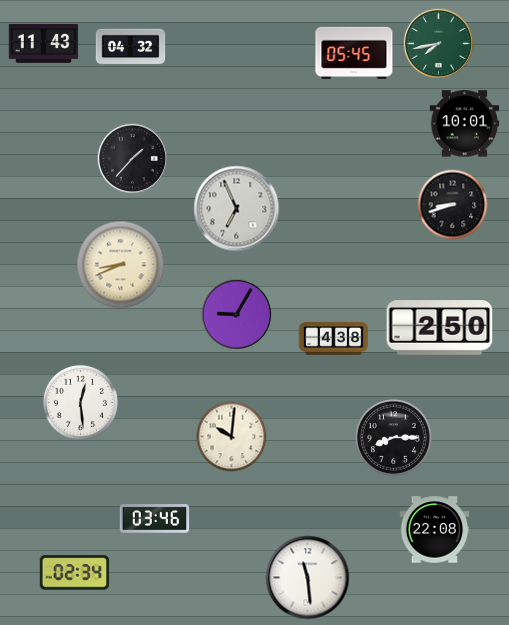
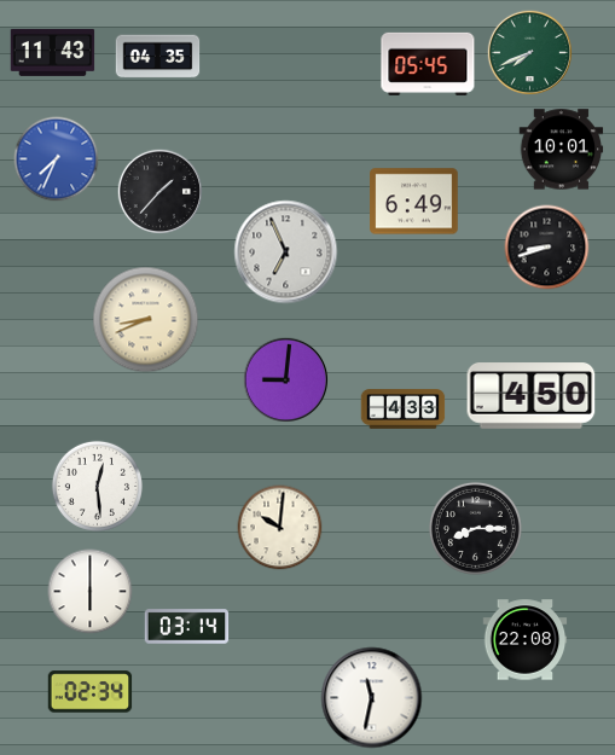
clock at (438, 43): 7:43 -> 7:41
clock at (131, 47): 04:32 -> 04:35
clock at (57, 159): none -> 7:34
clock at (414, 202): none -> 6:49
clock at (236, 314): 9:05 -> 9:01
clock at (440, 328): 2:50 -> 4:50
clock at (334, 339): 4:38 -> 4:33
clock at (91, 592): none -> 6:00
clock at (155, 519): 03:46 -> 03:14
clock at (308, 578): 11:29 -> 11:32
